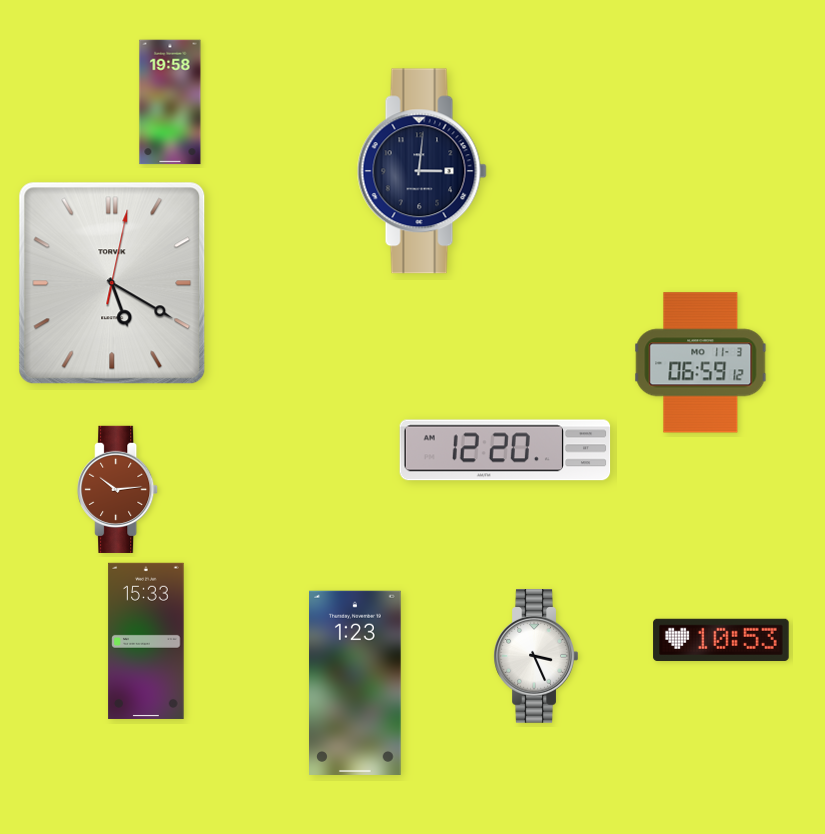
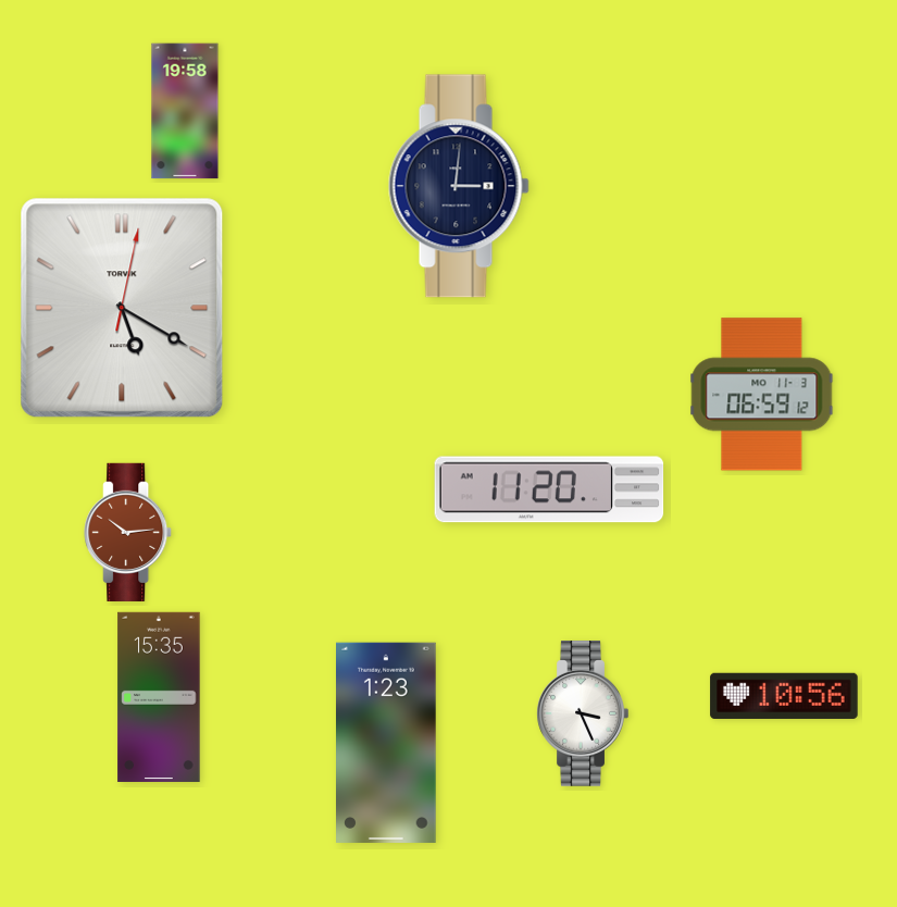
clock at (505, 450): 12:20 -> 11:20
clock at (721, 639): 10:53 -> 10:56
clock at (146, 641): 15:33 -> 15:35
